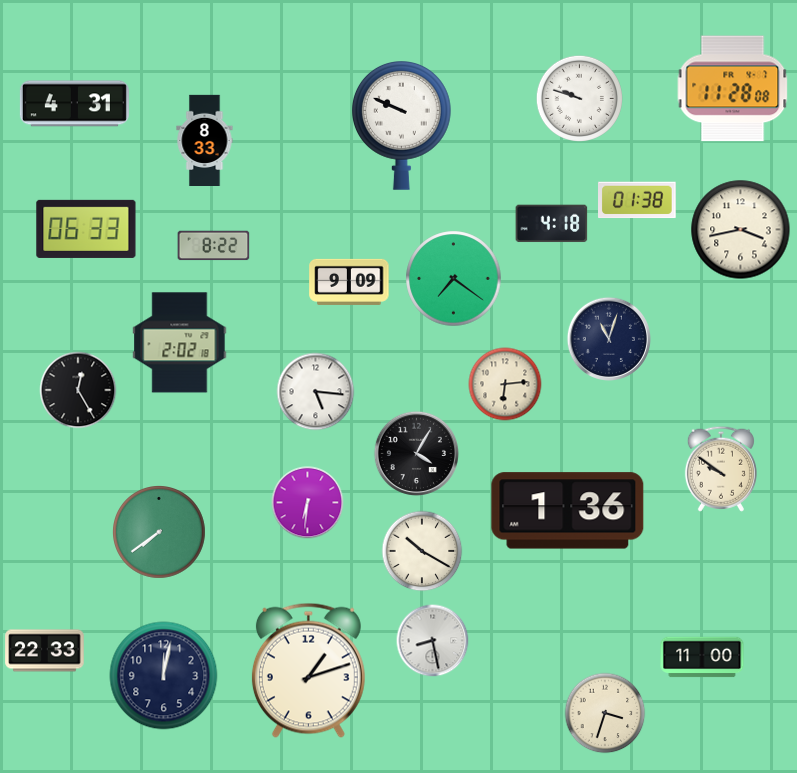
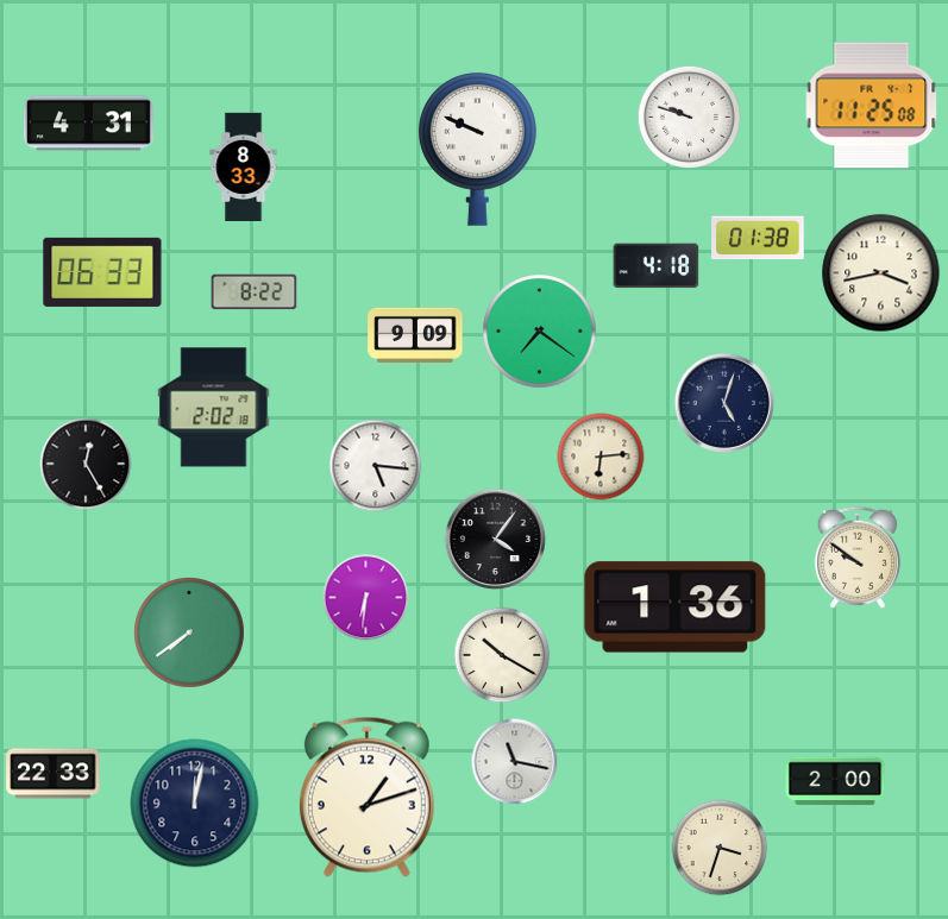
clock at (733, 89): 11:28 -> 11:25
clock at (608, 338): 11:03 -> 5:03
clock at (78, 390) position: (78, 390) -> (86, 464)
clock at (416, 453): 4:05 -> 4:06
clock at (433, 641): 8:28 -> 11:17
clock at (702, 657): 11:00 -> 2:00
